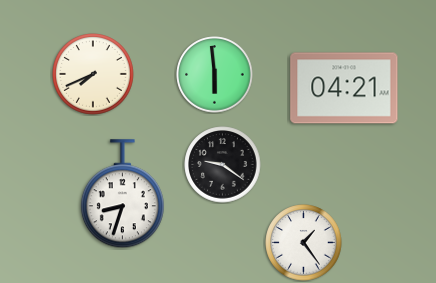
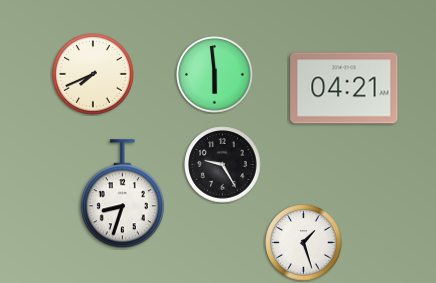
clock at (223, 165): 9:21 -> 9:25
clock at (304, 243): 1:24 -> 1:27
